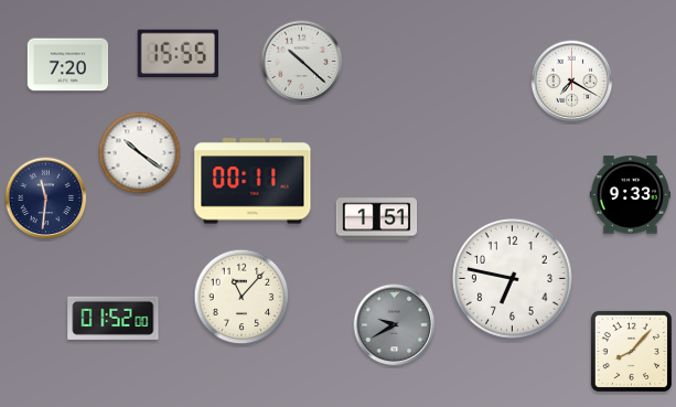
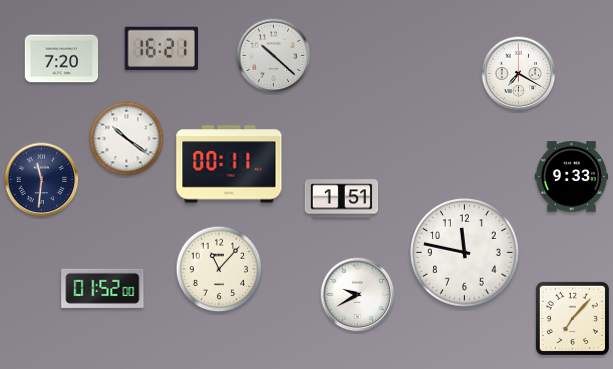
clock at (178, 53): 15:55 -> 16:21
clock at (513, 279): 6:47 -> 11:47
clock at (395, 325) dial: grey -> white
clock at (631, 351): 8:07 -> 7:07
